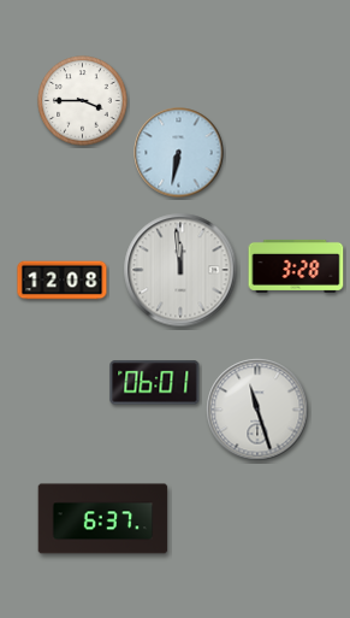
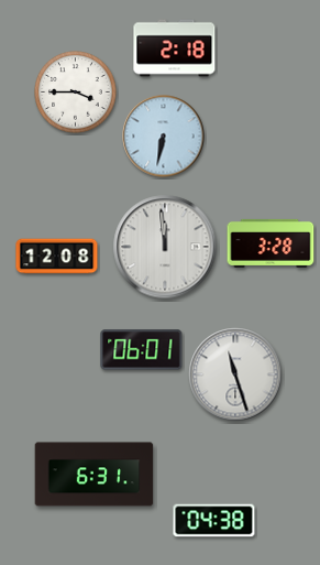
clock at (175, 48): none -> 2:18
clock at (179, 153) position: (179, 153) -> (164, 137)
clock at (103, 519): 6:37 -> 6:31
clock at (214, 521): none -> 04:38
